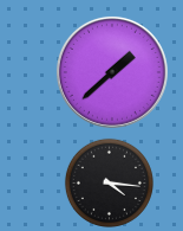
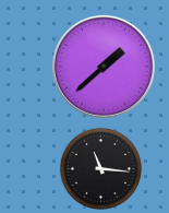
clock at (109, 182): 4:16 -> 11:16
